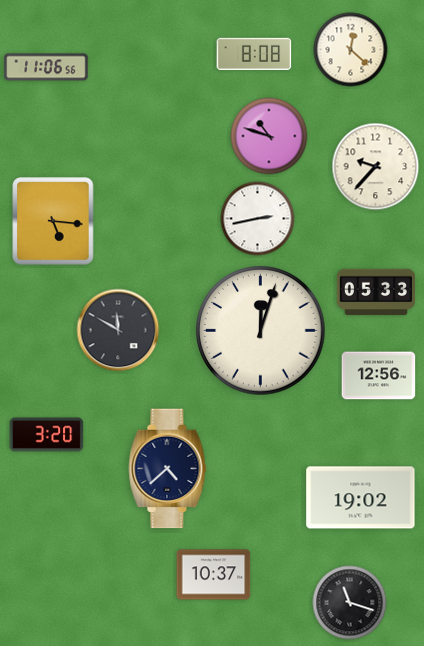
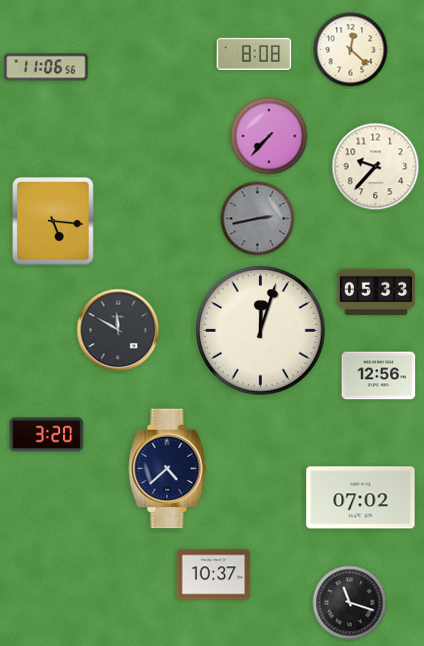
clock at (269, 136): 10:48 -> 7:37
clock at (258, 219) dial: white -> grey
clock at (361, 498): 19:02 -> 07:02
